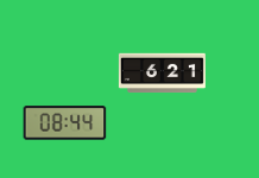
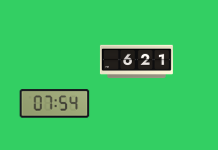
clock at (65, 123): 08:44 -> 07:54
